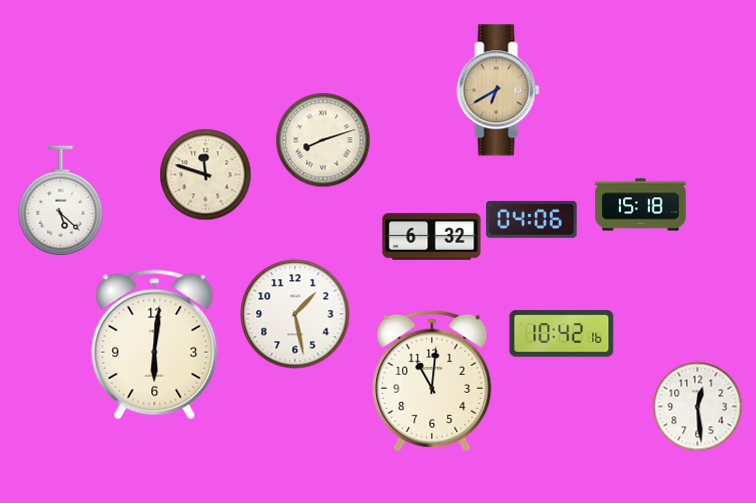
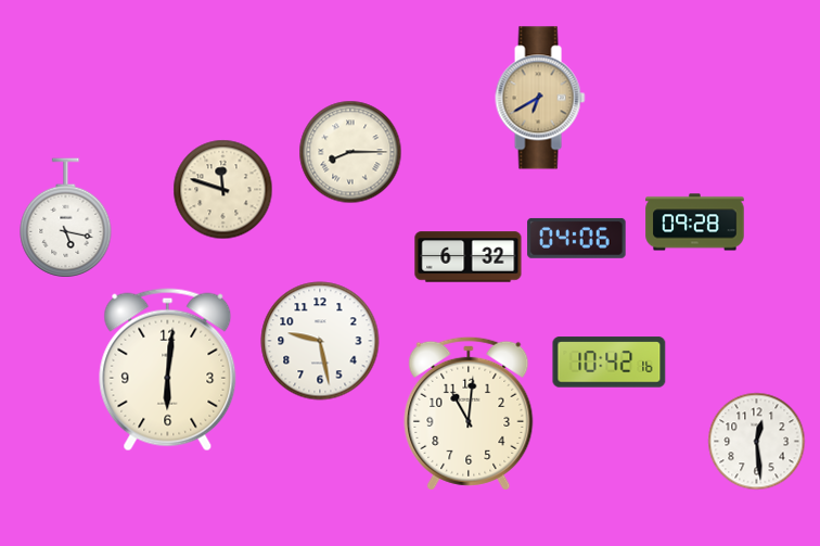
clock at (323, 140): 8:12 -> 8:15
clock at (61, 201): 5:22 -> 5:17
clock at (641, 205): 15:18 -> 09:28
clock at (295, 314): 1:28 -> 9:28
clock at (155, 345) position: (155, 345) -> (168, 370)
